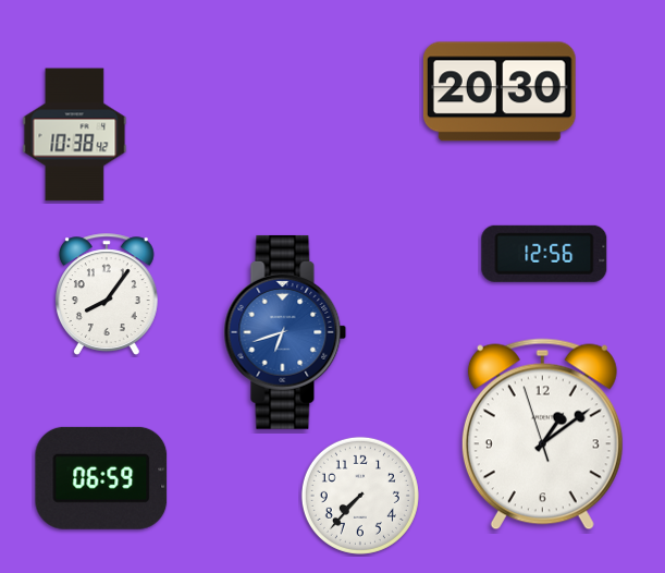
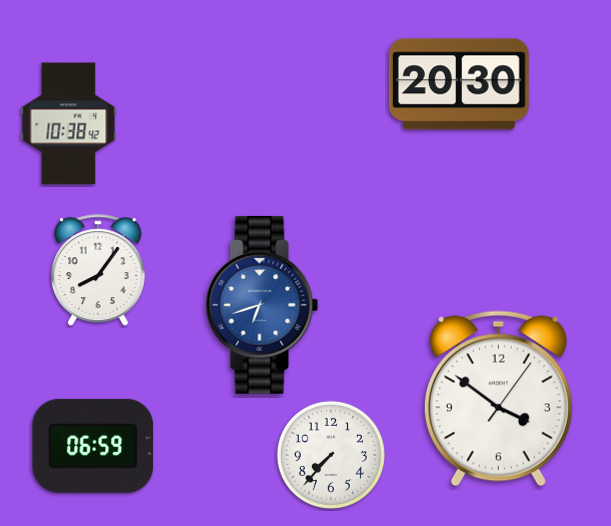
clock at (544, 254): 12:56 -> none
clock at (542, 435): 1:08 -> 3:51
clock at (101, 478) position: (101, 478) -> (93, 446)
